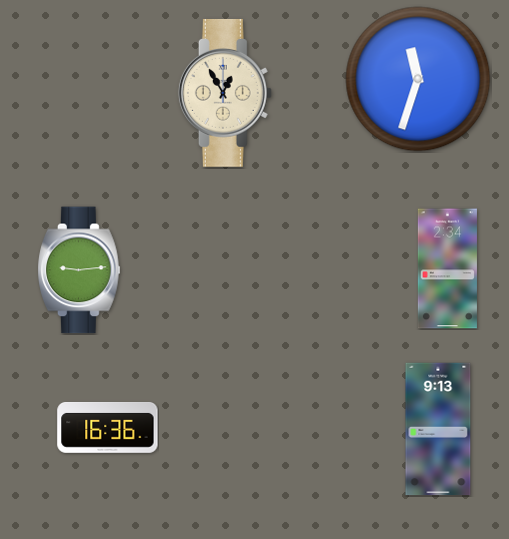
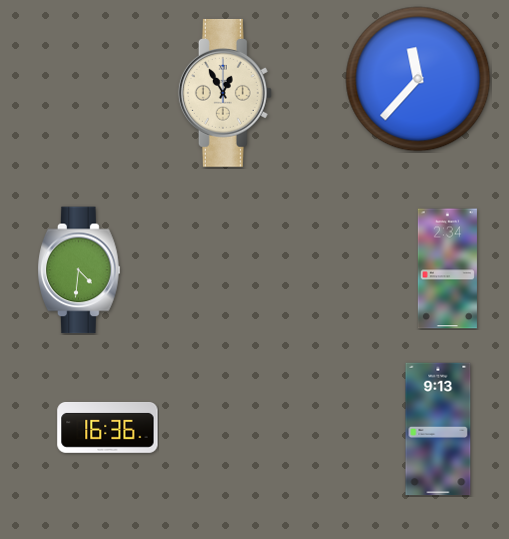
clock at (418, 79): 11:33 -> 11:37
clock at (79, 270): 9:14 -> 4:31
